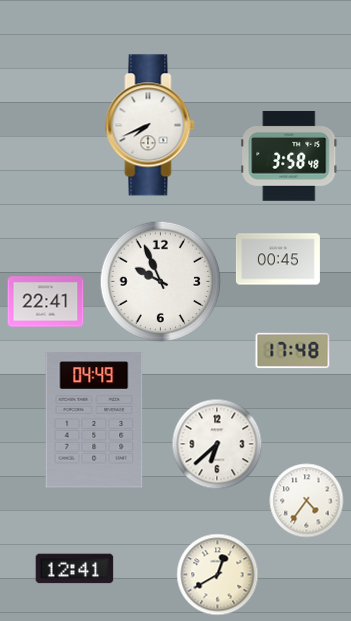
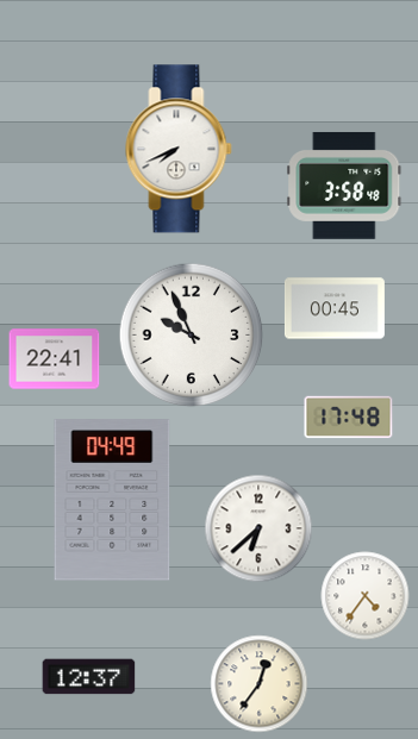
clock at (278, 259) position: (278, 259) -> (335, 308)
clock at (75, 569): 12:41 -> 12:37
clock at (218, 575): 12:40 -> 12:36
